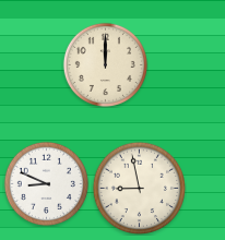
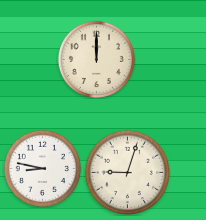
clock at (46, 183): 8:49 -> 8:47
clock at (139, 188): 8:58 -> 9:03
